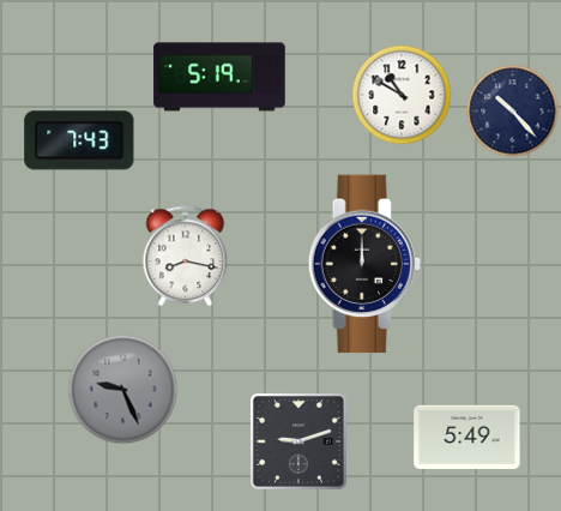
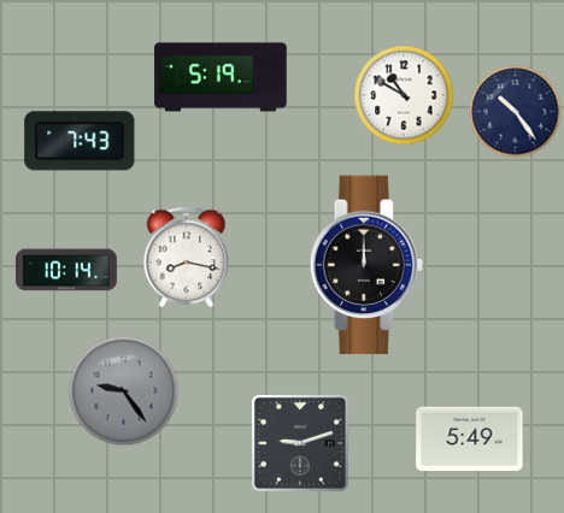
clock at (513, 112): 10:23 -> 10:24
clock at (67, 270): none -> 10:14
clock at (123, 390): 9:26 -> 9:24
